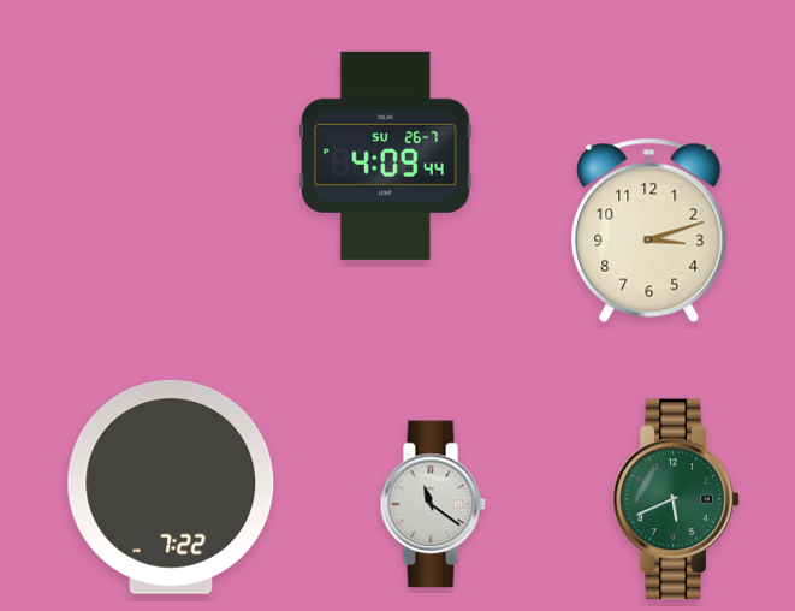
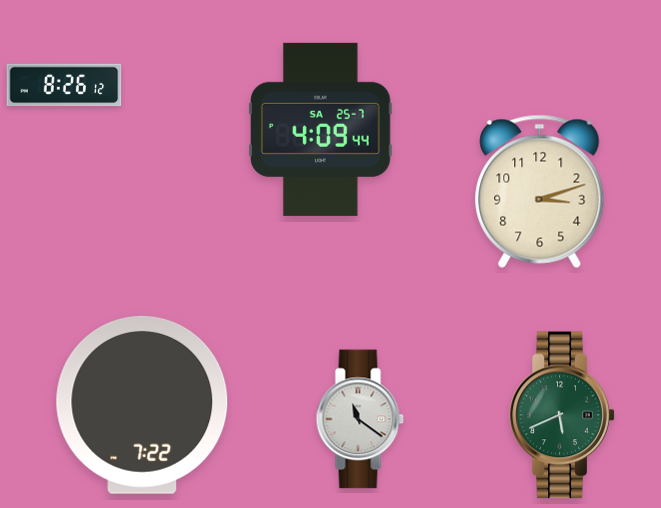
clock at (64, 85): none -> 8:26
clock at (386, 155) date: SU 26-7 -> SA 25-7
